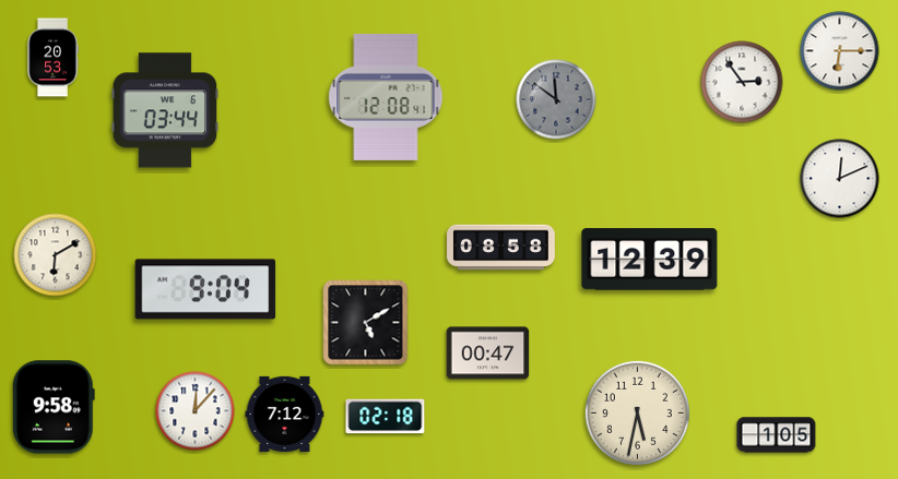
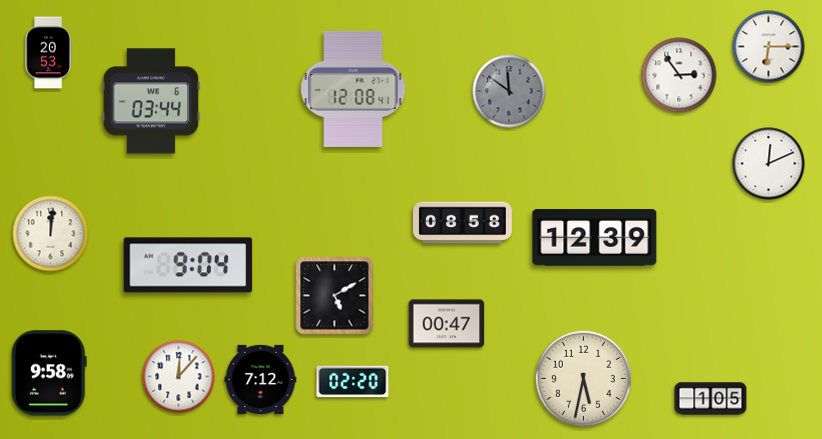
clock at (501, 248) position: (501, 248) -> (463, 223)
clock at (56, 255): 6:10 -> 12:01
clock at (386, 417): 02:18 -> 02:20
